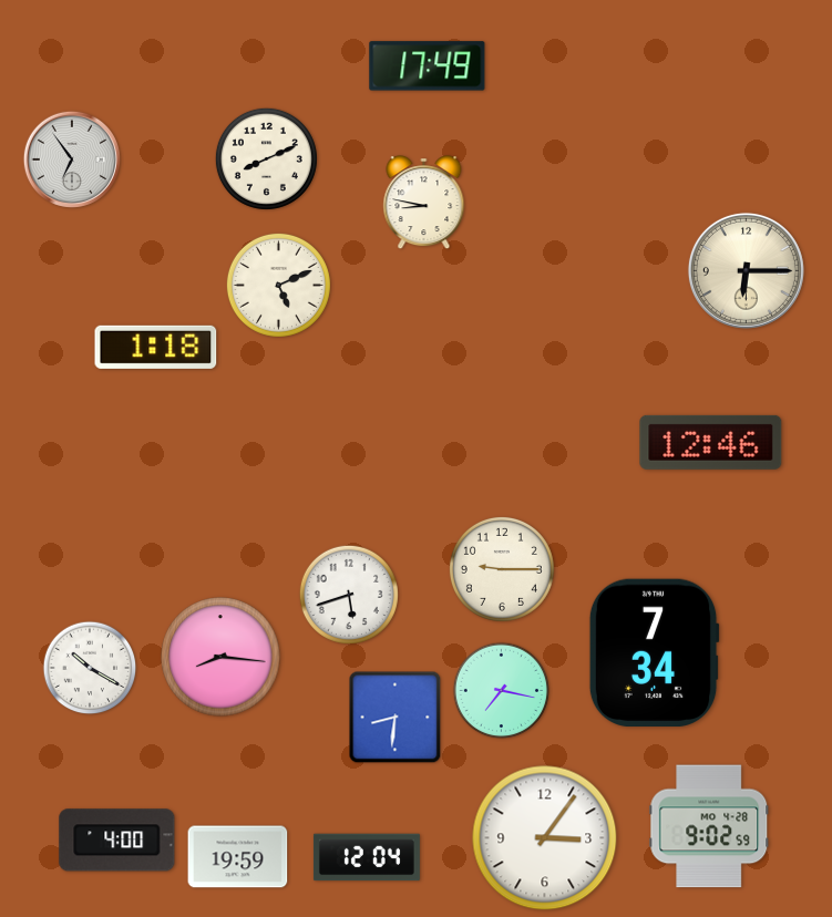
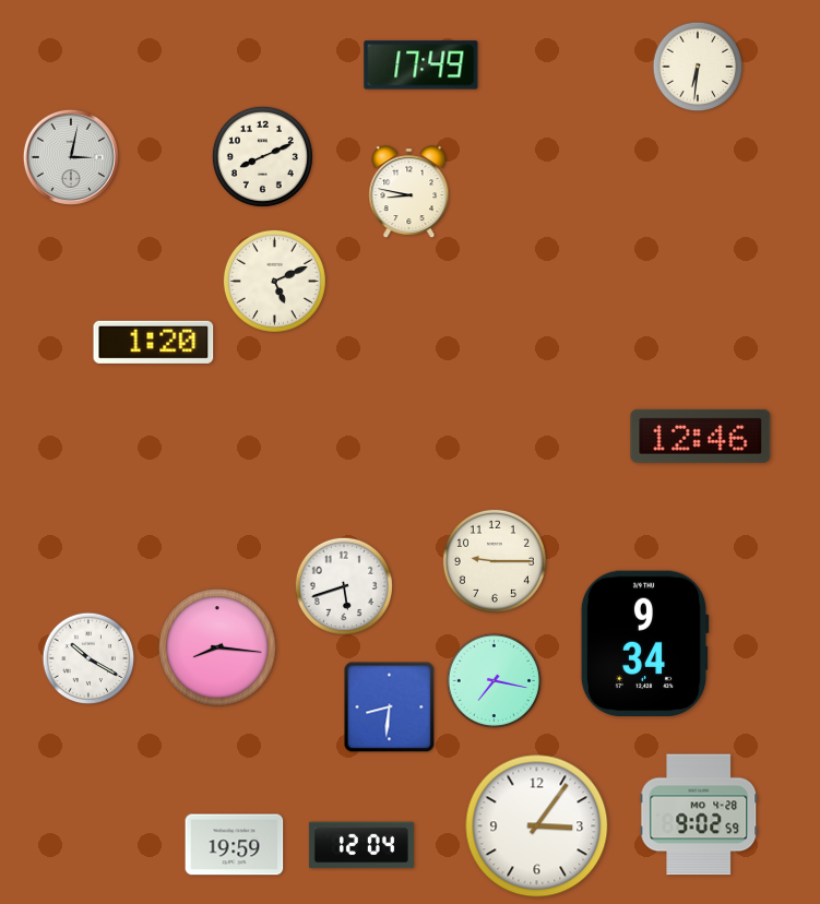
clock at (698, 67): none -> 6:31
clock at (72, 159): 6:54 -> 3:02
clock at (424, 203) position: (424, 203) -> (409, 192)
clock at (746, 270): 6:15 -> none
clock at (156, 347): 1:18 -> 1:20
clock at (654, 653): 7:34 -> 9:34
clock at (117, 841): 4:00 -> none
